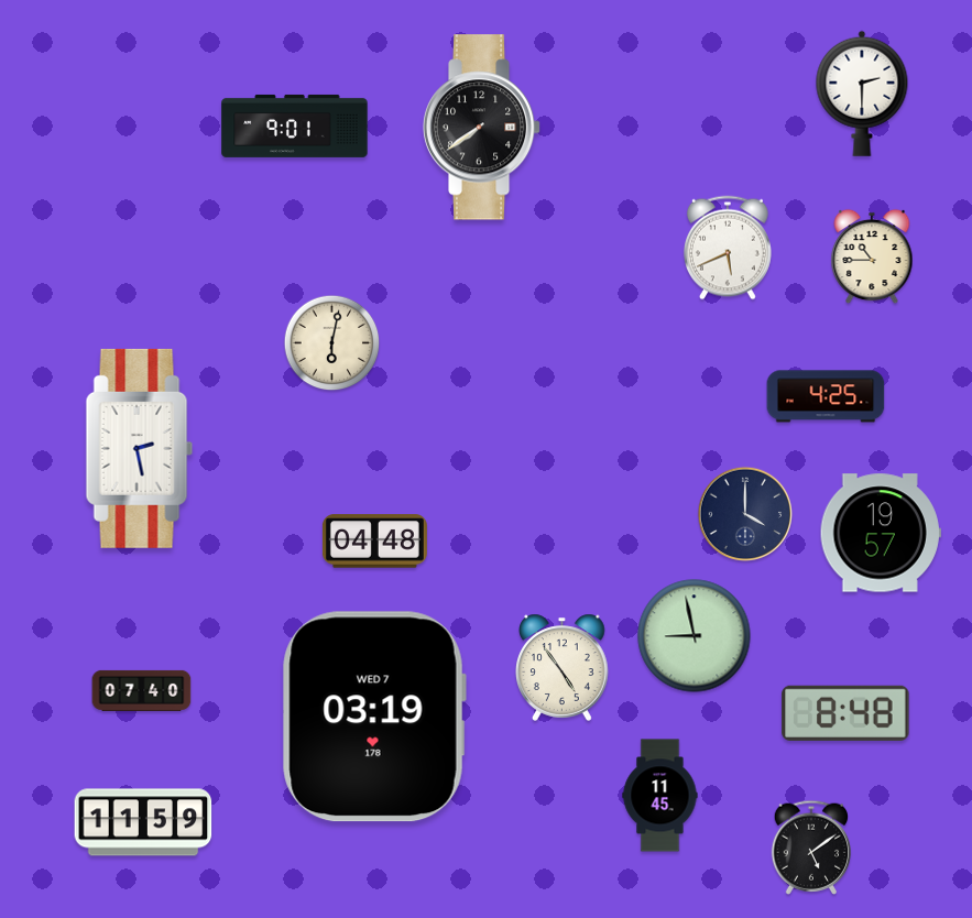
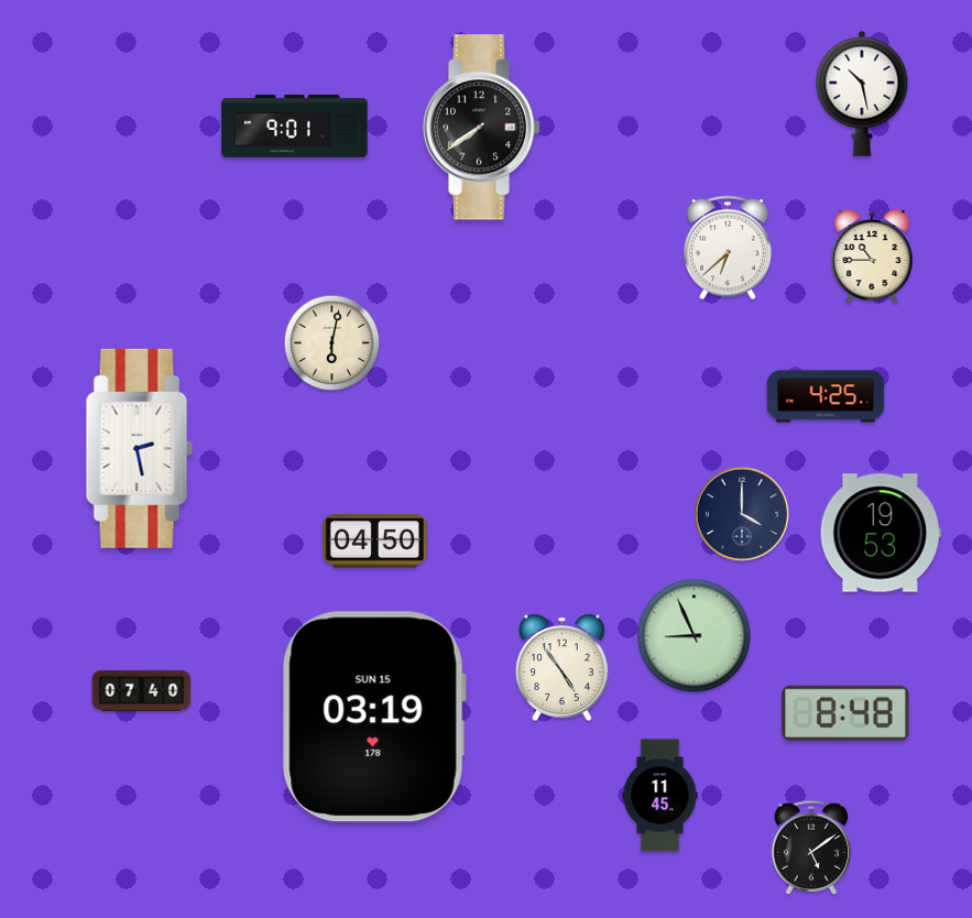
clock at (862, 94): 2:30 -> 10:28
clock at (728, 248): 5:41 -> 6:38
clock at (745, 514) position: (745, 514) -> (742, 514)
clock at (881, 533): 19:57 -> 19:53
clock at (374, 542): 04:48 -> 04:50
clock at (695, 636): 8:58 -> 8:56
clock at (374, 717) date: WED 7 -> SUN 15
clock at (143, 822): 11:59 -> none
